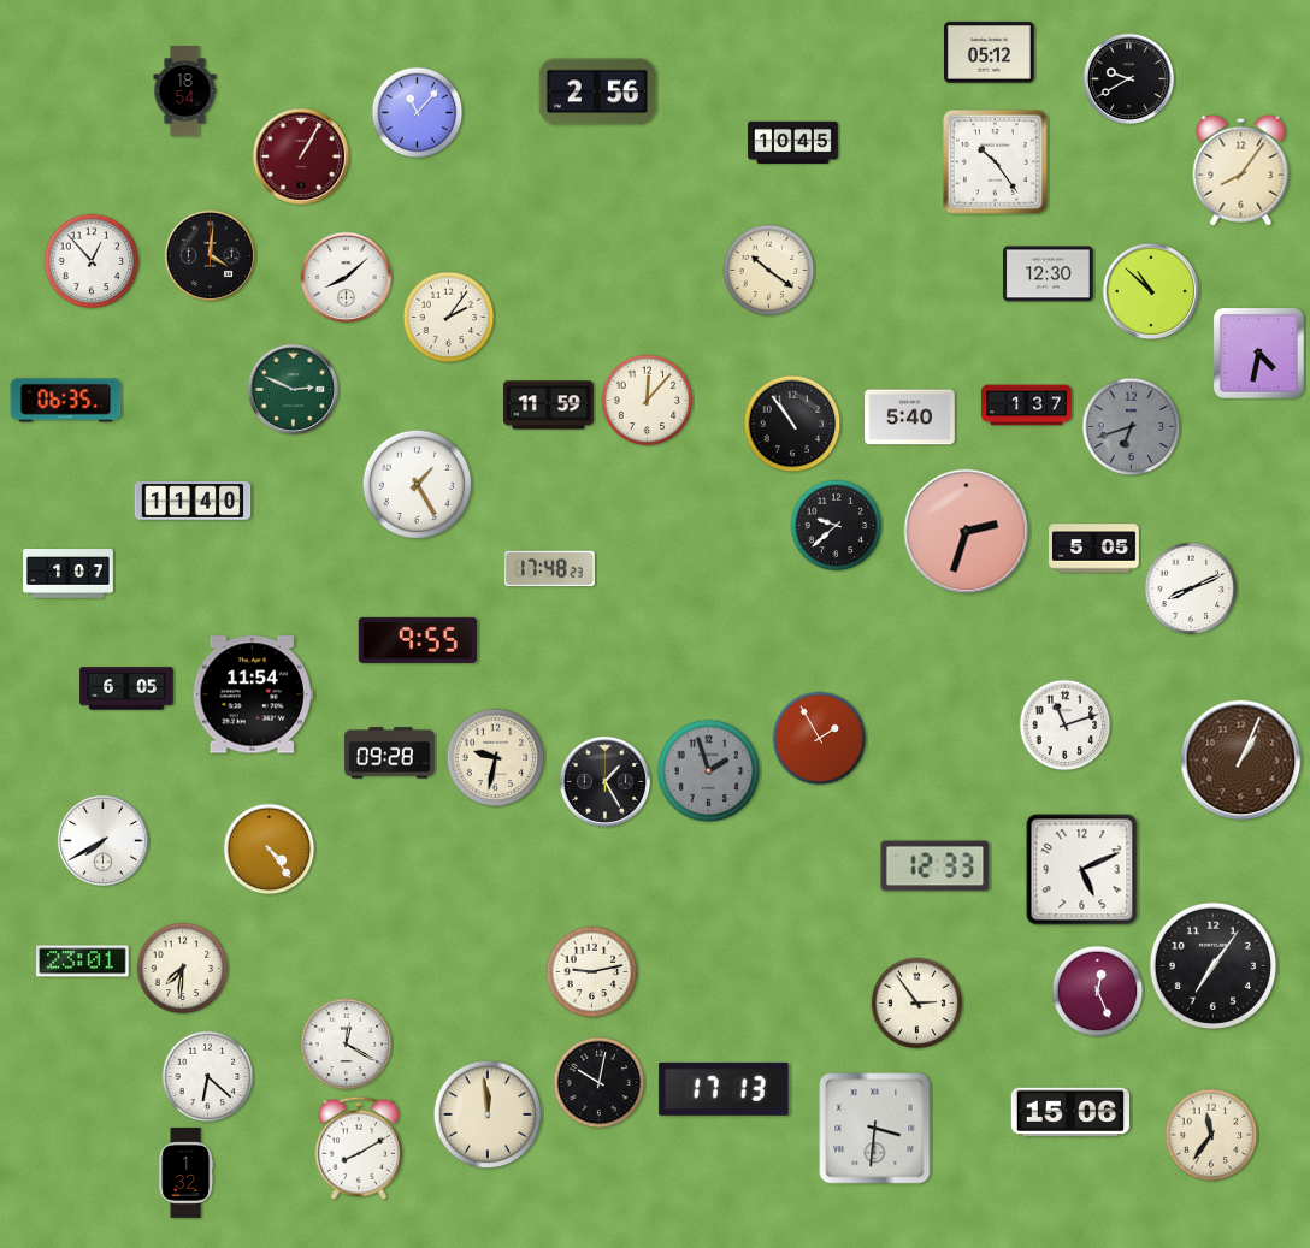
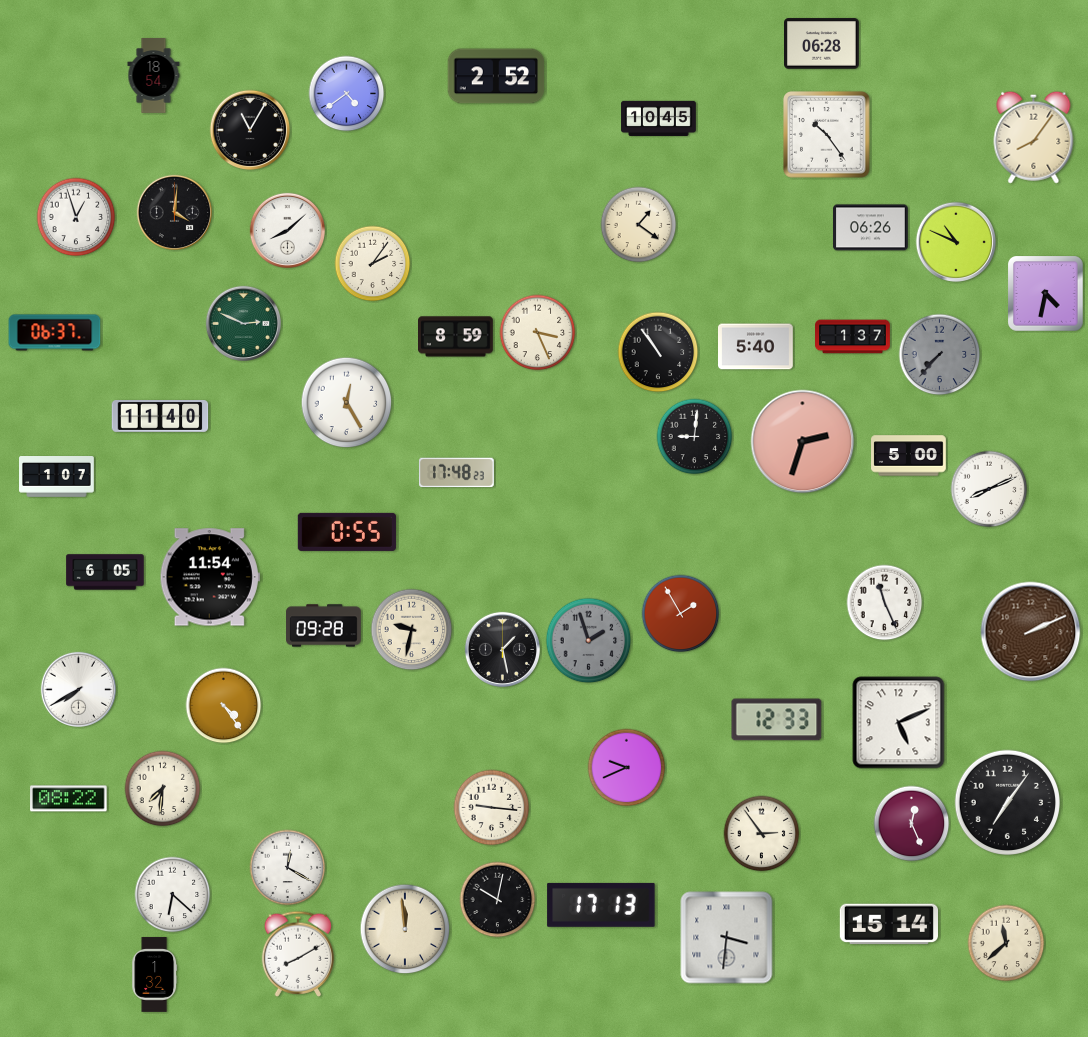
clock at (990, 53): 05:12 -> 06:28
clock at (1128, 78): 9:40 -> none
clock at (597, 91): 2:56 -> 2:52
clock at (418, 113): 11:07 -> 4:39
clock at (301, 156): 1:05 -> 11:05
clock at (301, 156) dial: burgundy -> black
clock at (1241, 170) position: (1241, 170) -> (1034, 137)
clock at (92, 261): 12:53 -> 12:57
clock at (769, 271): 10:21 -> 1:21
clock at (1049, 274): 12:30 -> 06:26
clock at (1151, 291): 10:52 -> 10:49
clock at (66, 401): 06:35 -> 06:37
clock at (648, 401): 12:07 -> 3:26
clock at (549, 406): 11:59 -> 8:59
clock at (1132, 427): 6:42 -> 7:37
clock at (418, 485): 1:25 -> 12:25
clock at (837, 526): 9:38 -> 9:01
clock at (1094, 549): 5:05 -> 5:00
clock at (418, 640): 9:55 -> 0:55
clock at (1066, 726): 11:12 -> 11:26
clock at (1241, 761): 1:04 -> 2:11
clock at (604, 781): 1:25 -> 1:28
clock at (102, 840) position: (102, 840) -> (78, 689)
clock at (627, 768): none -> 9:41
clock at (83, 962): 23:01 -> 08:22
clock at (183, 969) position: (183, 969) -> (163, 789)
clock at (592, 972): 9:13 -> 9:16
clock at (1069, 1112): 15:06 -> 15:14
clock at (488, 1114) position: (488, 1114) -> (405, 929)
clock at (1211, 1135): 11:36 -> 11:38
